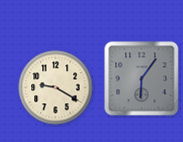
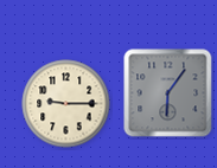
clock at (56, 88): 9:20 -> 9:15
